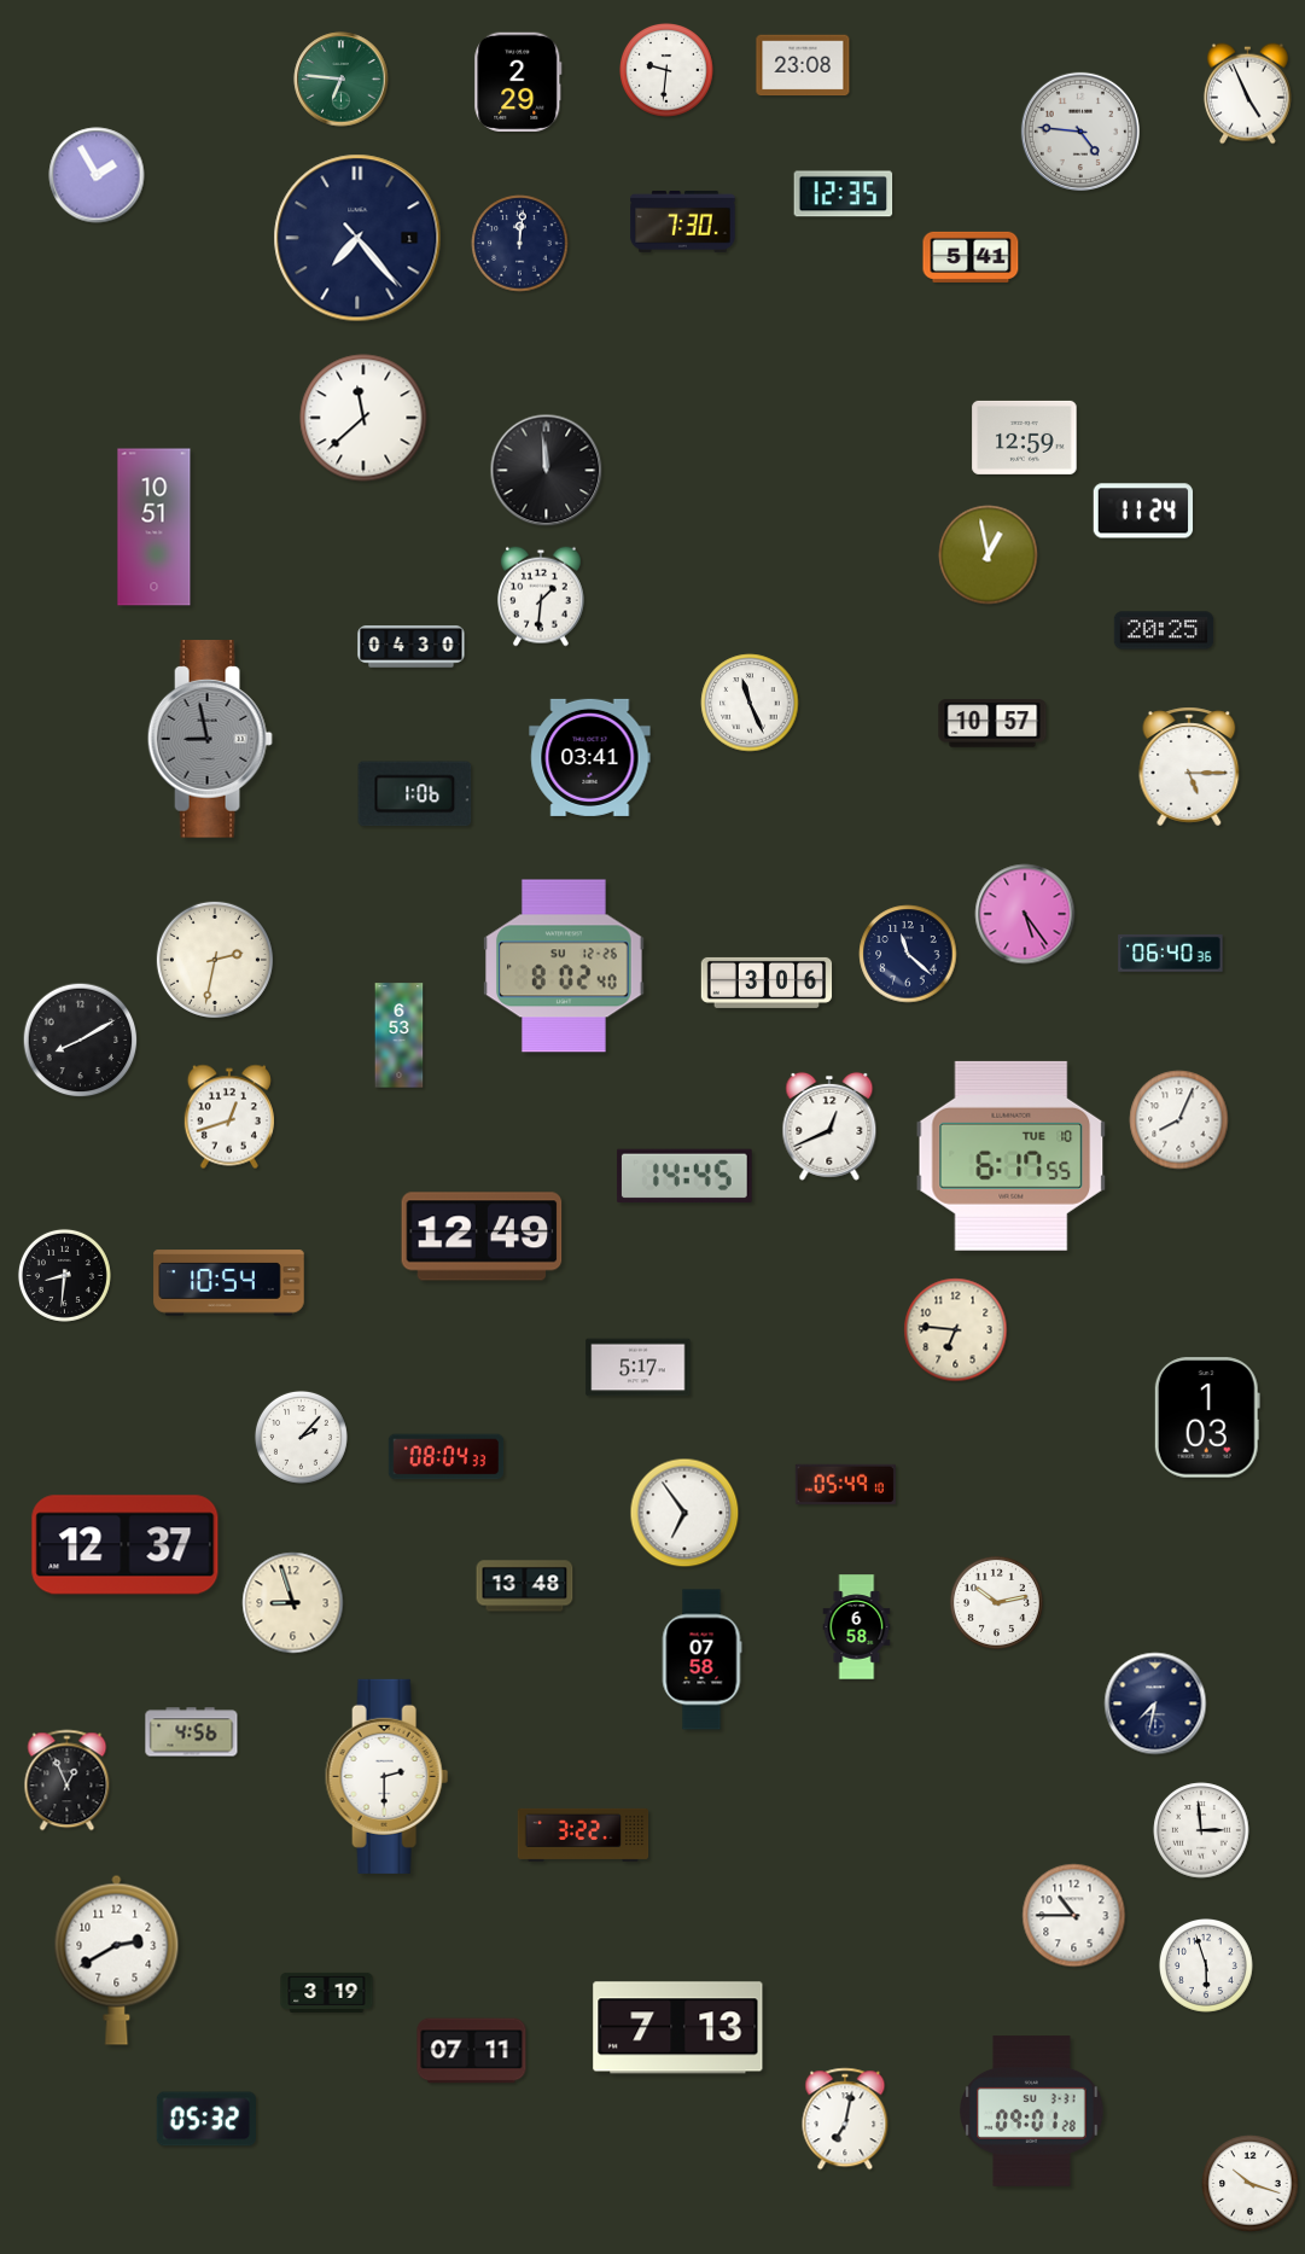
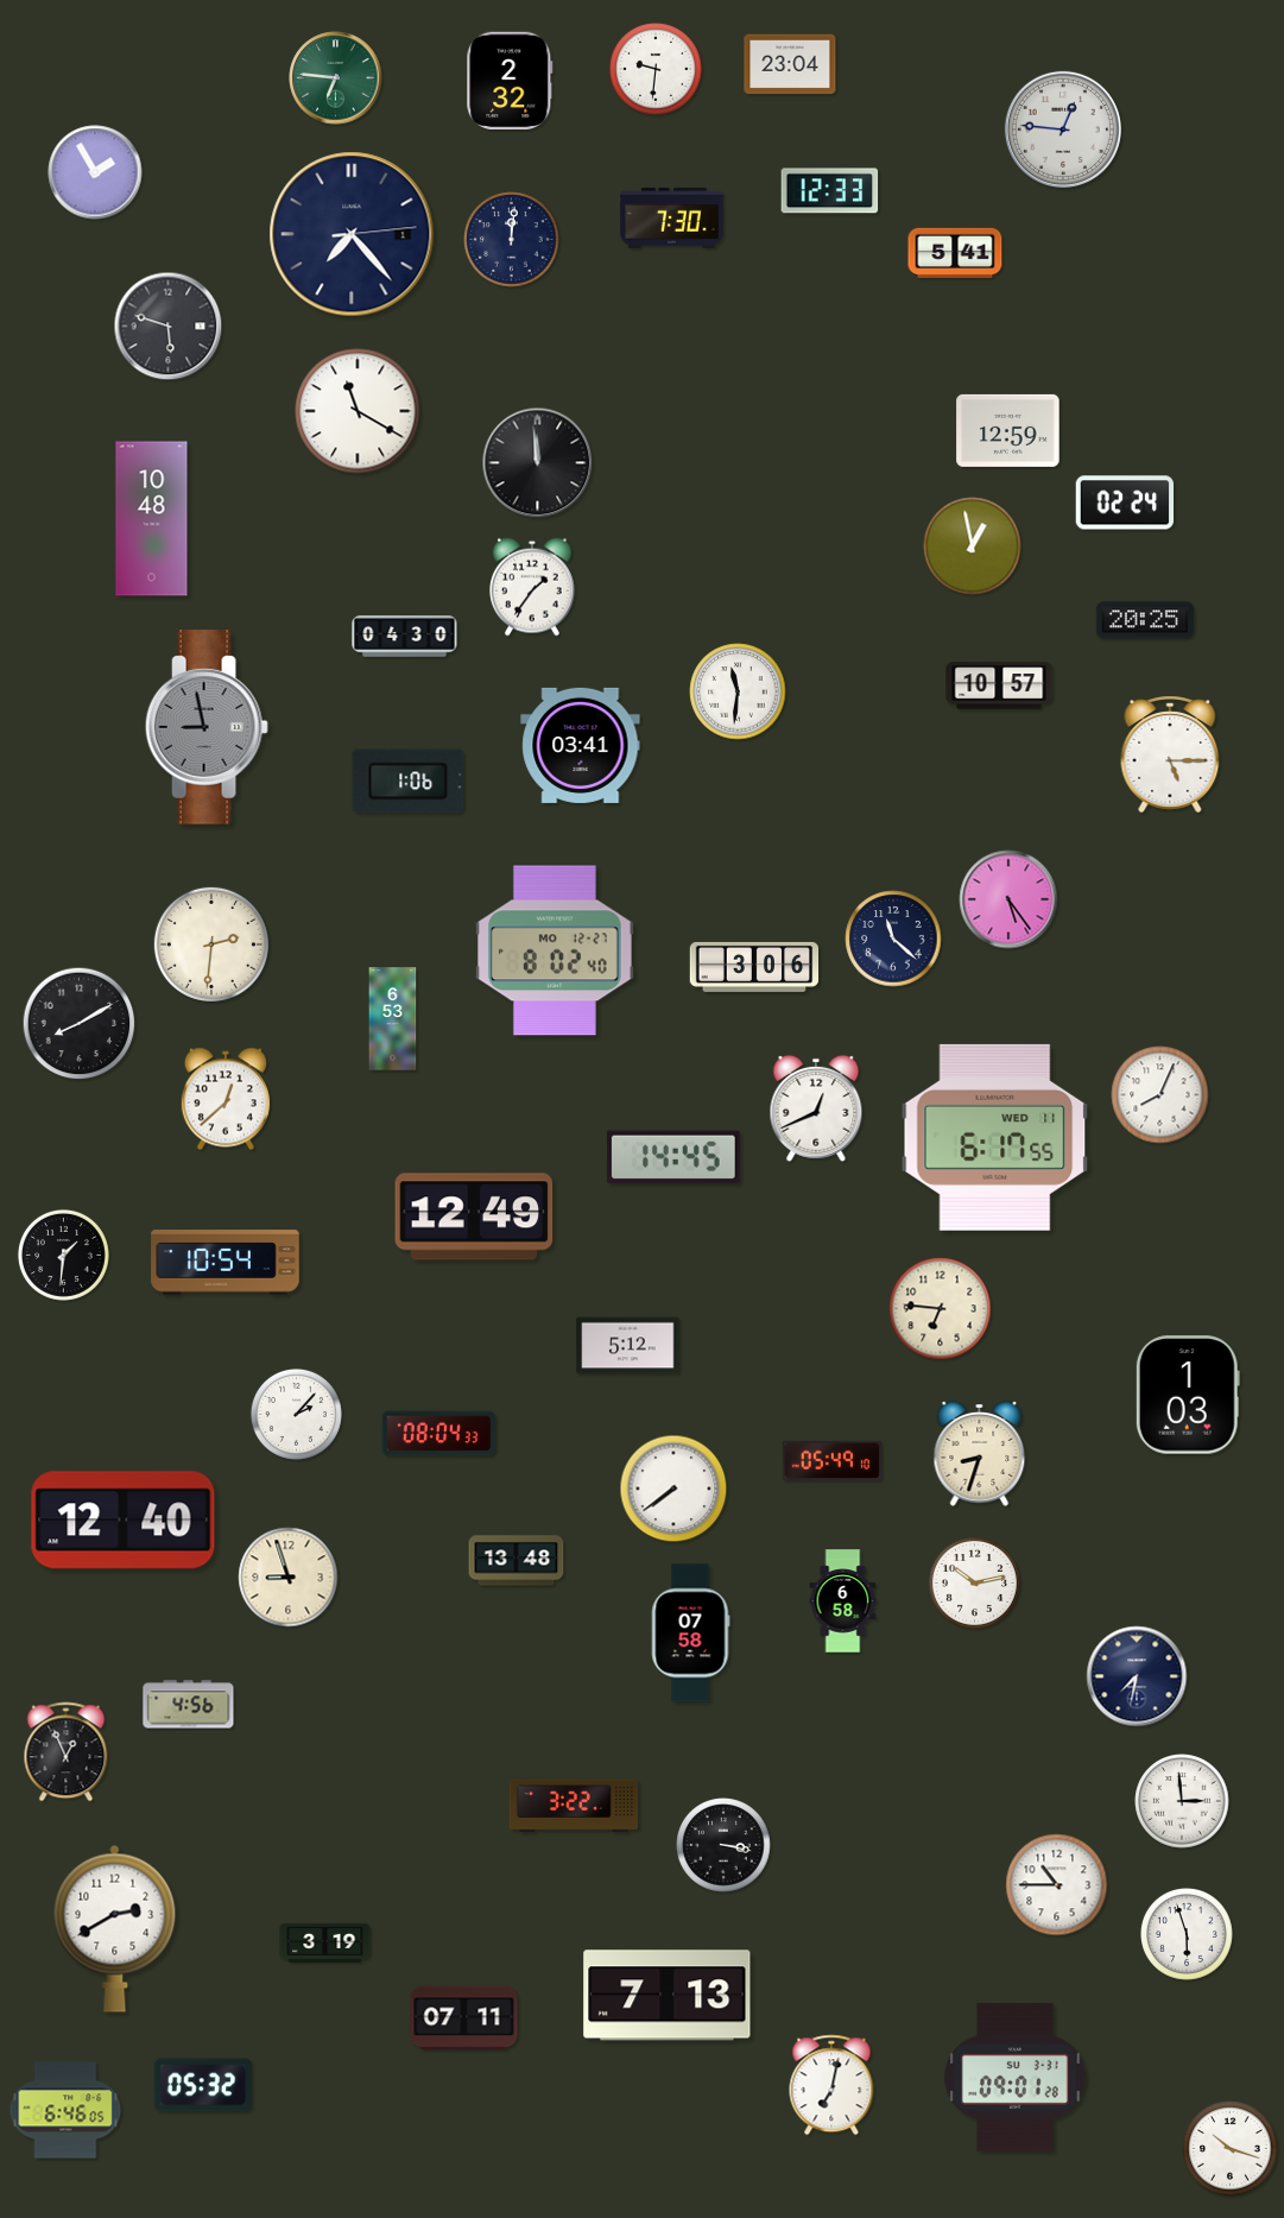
clock at (803, 65): 23:08 -> 23:04
clock at (518, 81): 2:29 -> 2:32
clock at (1247, 94): 4:56 -> none
clock at (1080, 132): 4:46 -> 12:46
clock at (844, 194): 12:35 -> 12:33
clock at (357, 238): 7:23:23 -> 7:23:14
clock at (169, 327): none -> 5:48
clock at (363, 418): 11:38 -> 11:20
clock at (1143, 511): 11:24 -> 02:24
clock at (155, 528): 10:51 -> 10:48
clock at (542, 596): 1:31 -> 1:36
clock at (750, 703): 11:26 -> 11:31
clock at (992, 723) position: (992, 723) -> (999, 685)
clock at (1171, 954): 06:40 -> none
clock at (215, 960): 2:32 -> 2:31
clock at (564, 966) date: SU 12-26 -> MO 12-27
clock at (229, 1117): 12:42 -> 12:38
clock at (1179, 1120) position: (1179, 1120) -> (1160, 1095)
clock at (1012, 1155) date: TUE 10 -> WED 11
clock at (64, 1275): 8:31 -> 1:31
clock at (639, 1368): 5:17 -> 5:12
clock at (980, 1454): none -> 8:33
clock at (684, 1513): 6:54 -> 7:39
clock at (126, 1545): 12:37 -> 12:40
clock at (996, 1602) position: (996, 1602) -> (974, 1582)
clock at (388, 1776): 2:30 -> none
clock at (723, 1845): none -> 3:17
clock at (327, 1992) position: (327, 1992) -> (325, 1942)
clock at (65, 2110): none -> 6:46
